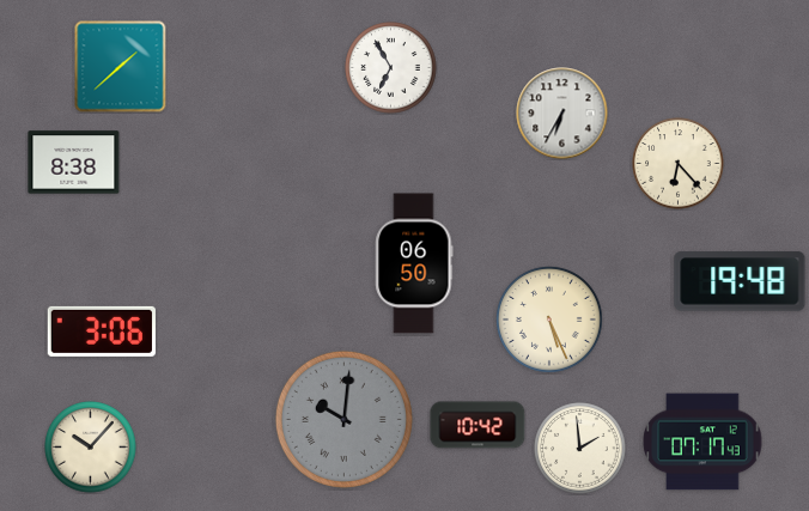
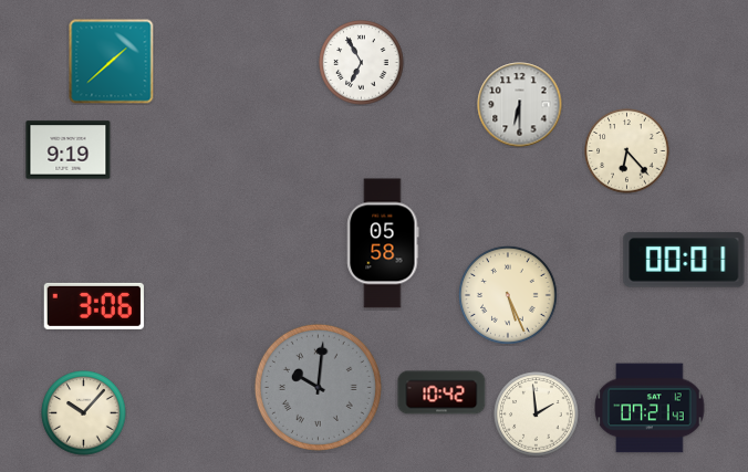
clock at (562, 114): 6:35 -> 6:30
clock at (74, 163): 8:38 -> 9:19
clock at (414, 263): 06:50 -> 05:58
clock at (740, 281): 19:48 -> 00:01
clock at (702, 442): 07:17 -> 07:21
